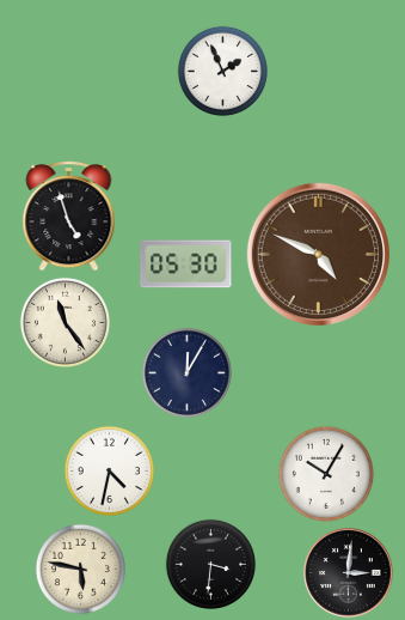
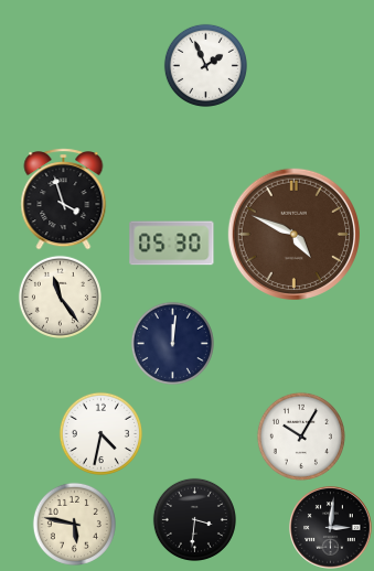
clock at (69, 217): 4:57 -> 3:57
clock at (186, 372): 12:05 -> 12:01
clock at (349, 573) position: (349, 573) -> (331, 528)
